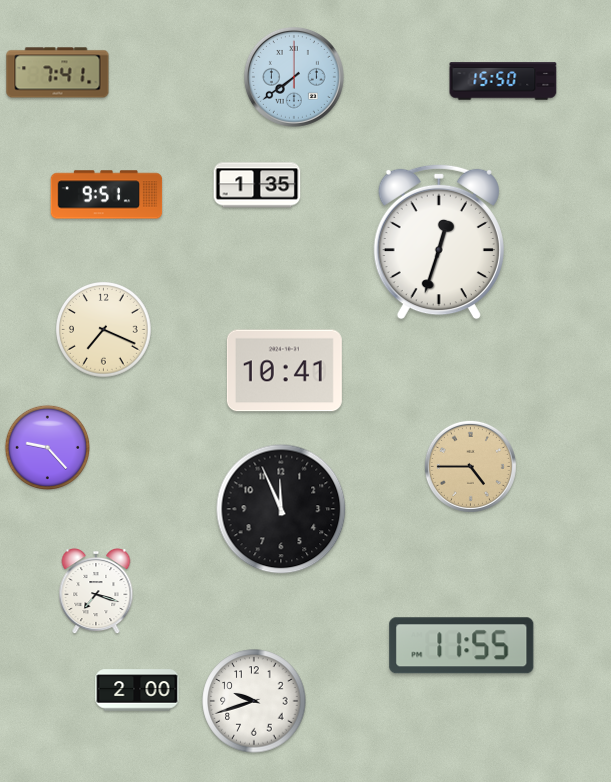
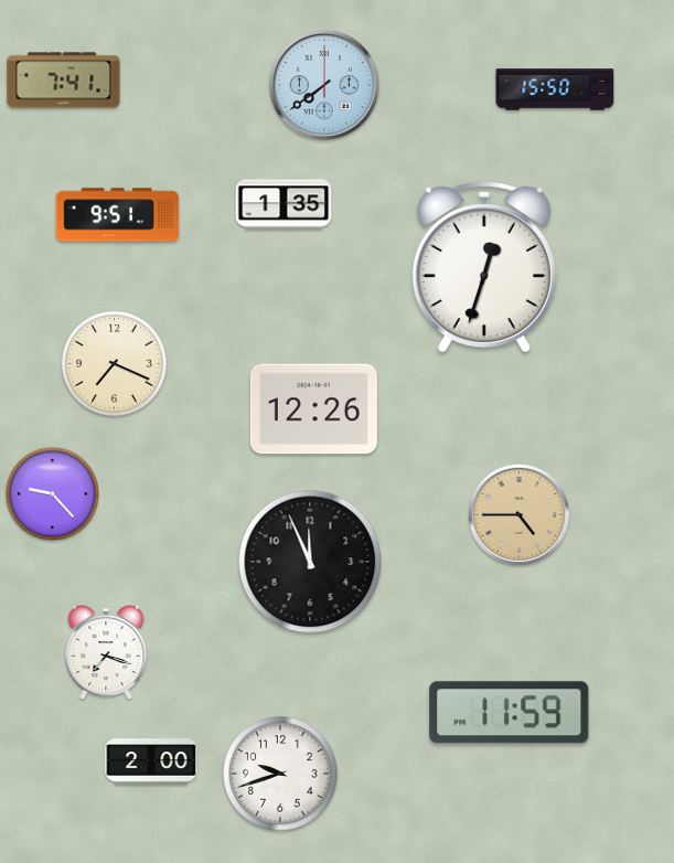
clock at (284, 371): 10:41 -> 12:26
clock at (462, 646): 11:55 -> 11:59
